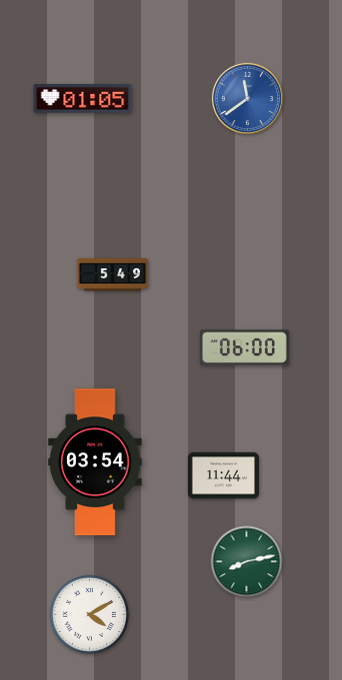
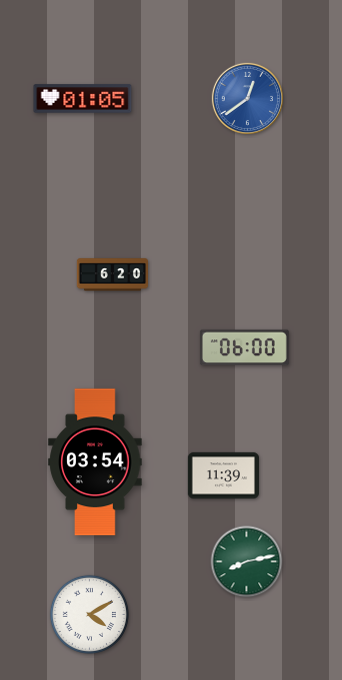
clock at (247, 98): 11:39 -> 12:39
clock at (112, 275): 5:49 -> 6:20
clock at (223, 476): 11:44 -> 11:39
